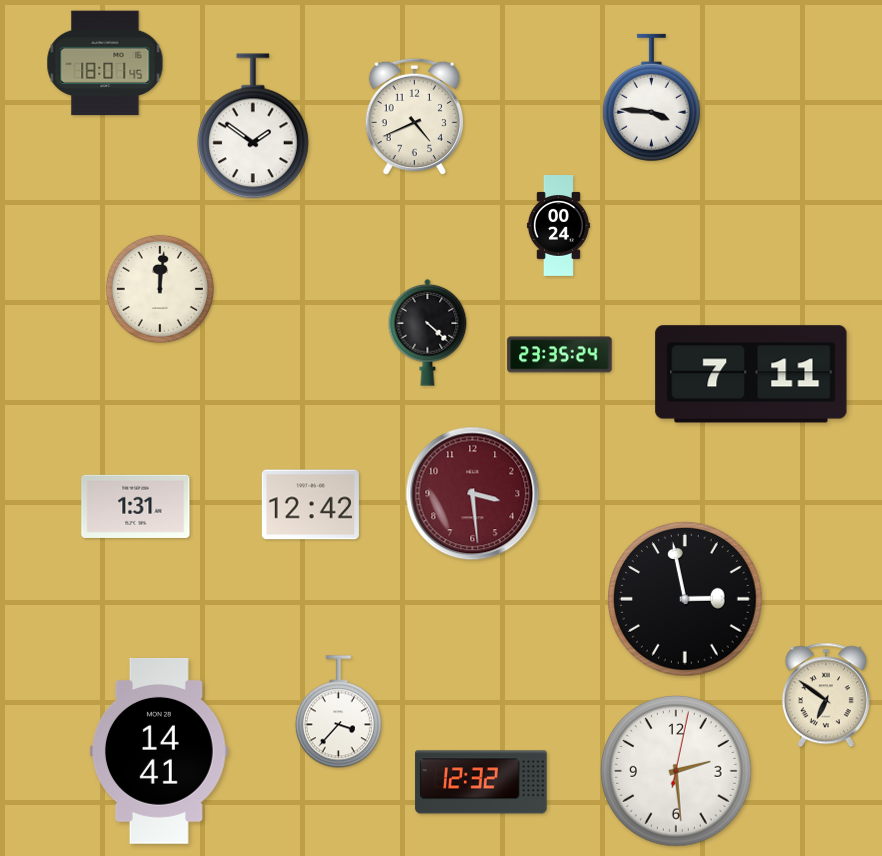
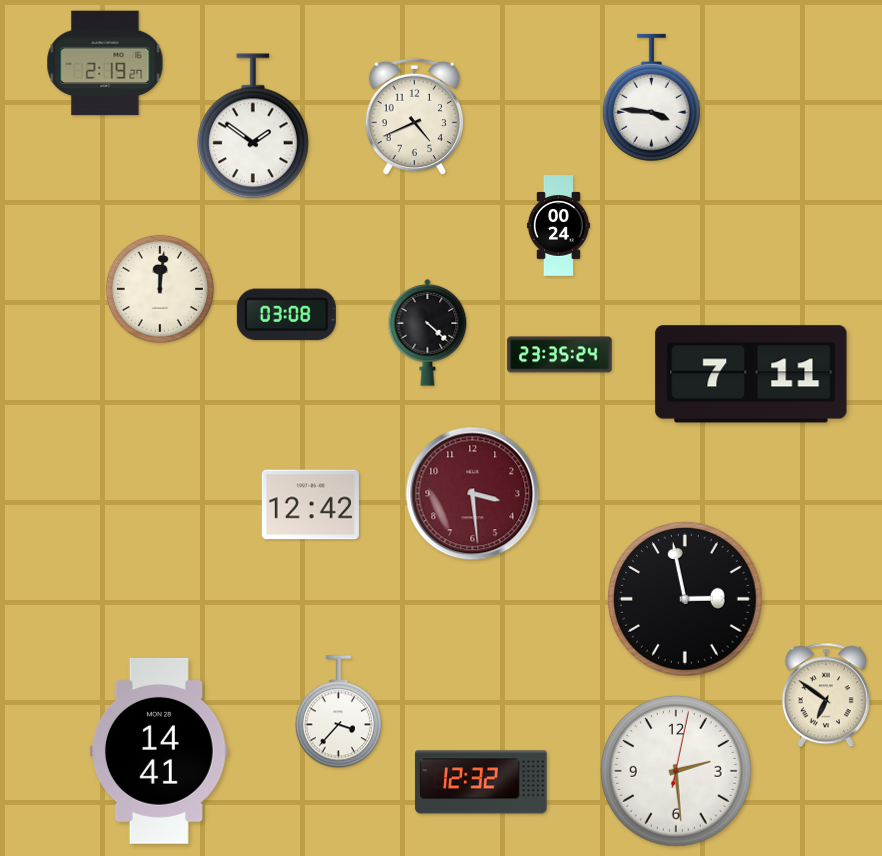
clock at (105, 63): 18:01 -> 2:19
clock at (286, 315): none -> 03:08
clock at (136, 506): 1:31 -> none
